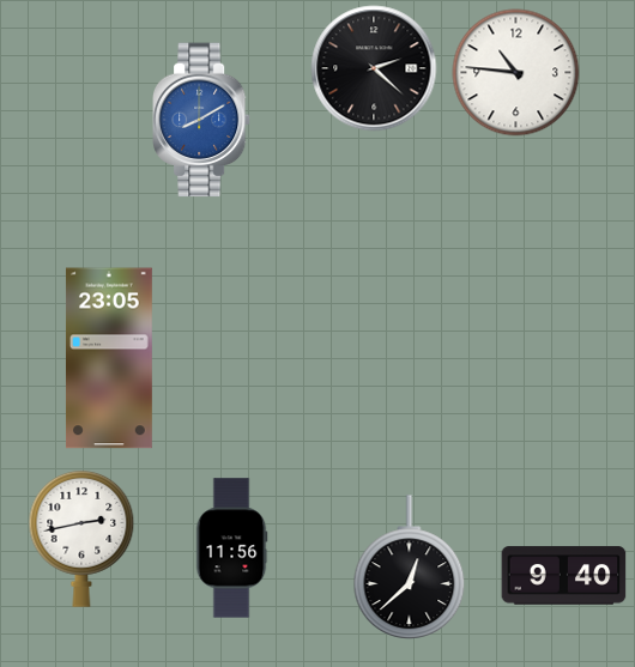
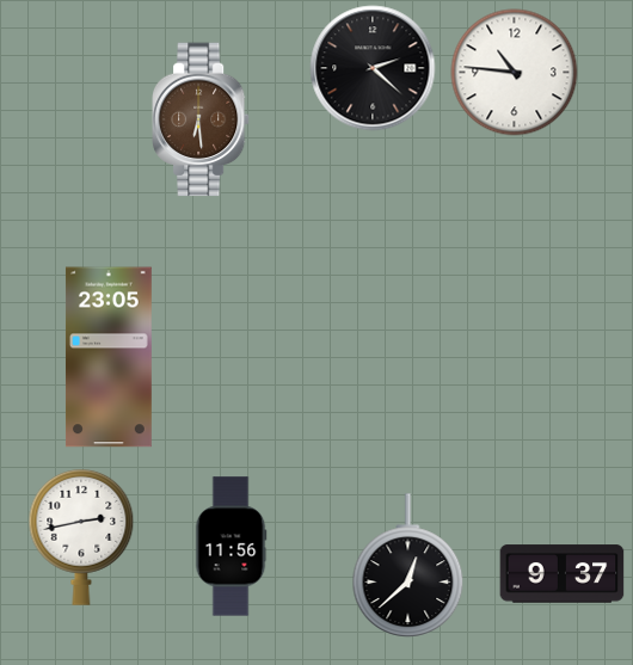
clock at (201, 120): 8:10 -> 6:29
clock at (201, 120) dial: blue -> brown
clock at (564, 576): 9:40 -> 9:37
